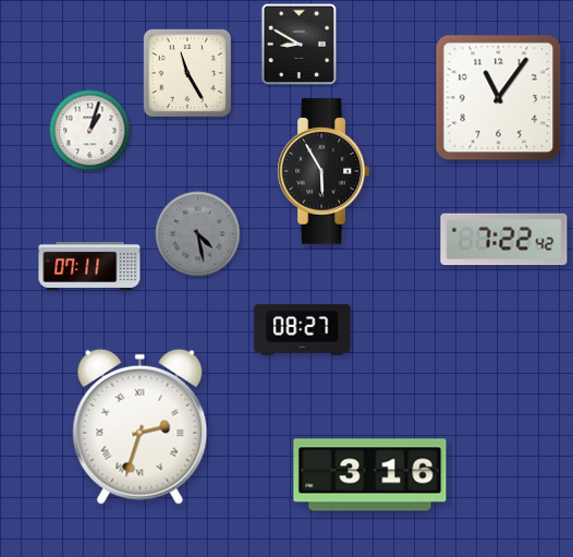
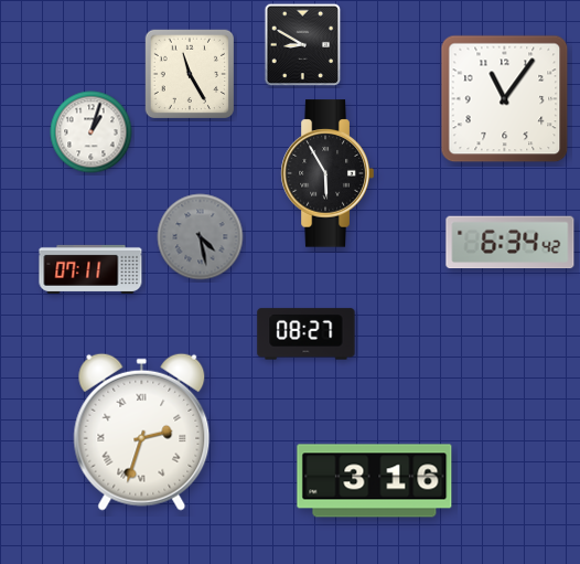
clock at (504, 240): 7:22 -> 6:34
